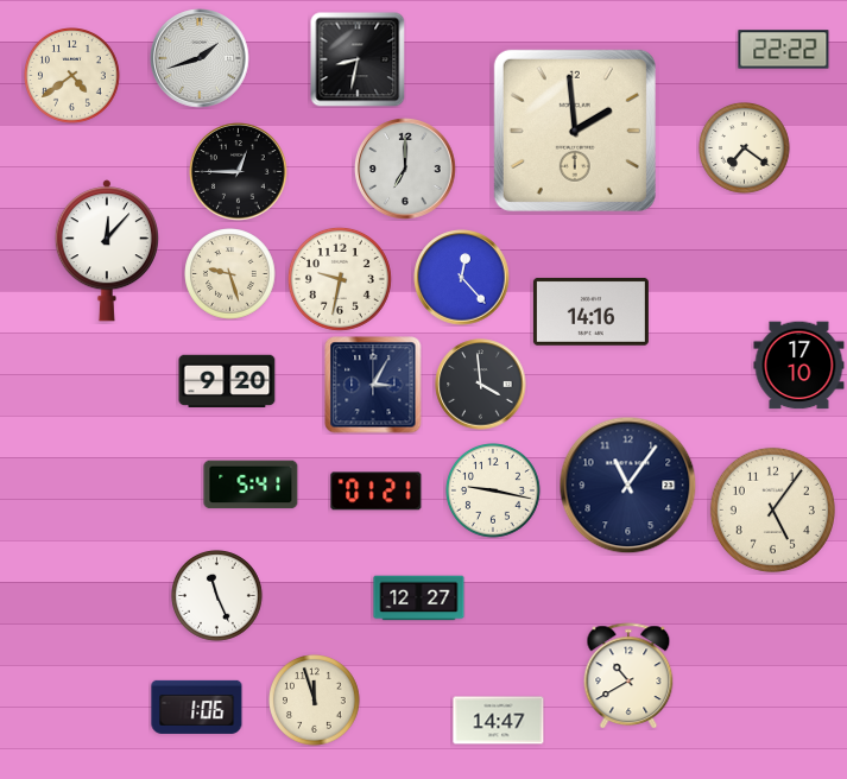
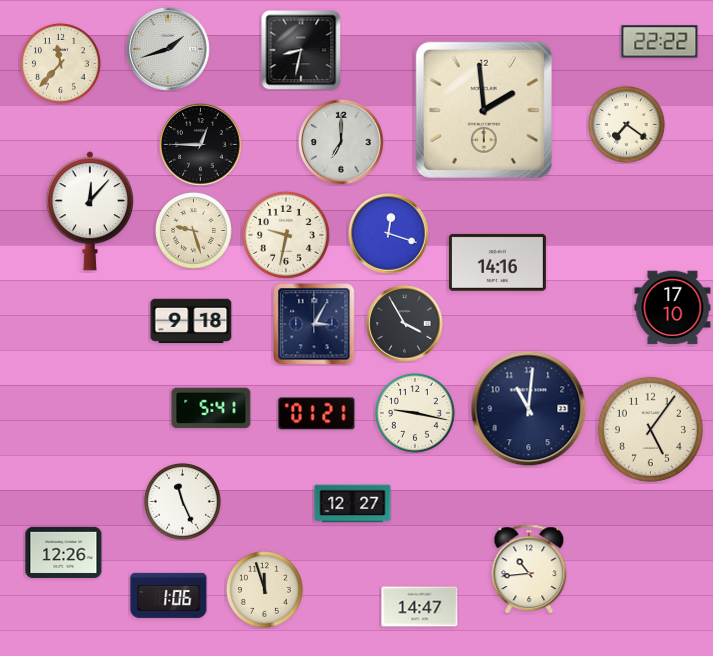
clock at (72, 76): 4:39 -> 11:37
clock at (462, 278): 12:23 -> 12:18
clock at (227, 381): 9:20 -> 9:18
clock at (481, 385): 3:59 -> 3:55
clock at (628, 486): 11:06 -> 11:01
clock at (64, 552): none -> 12:26
clock at (628, 676): 10:40 -> 10:44
clock at (197, 707) position: (197, 707) -> (169, 595)
